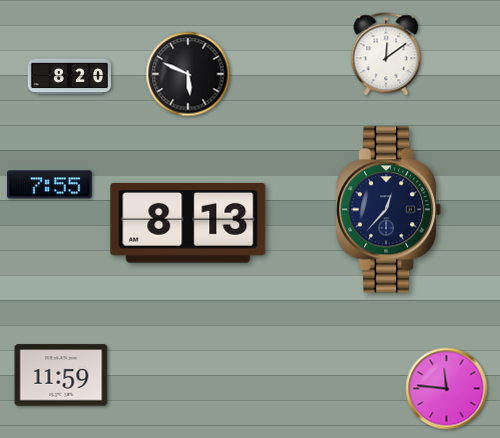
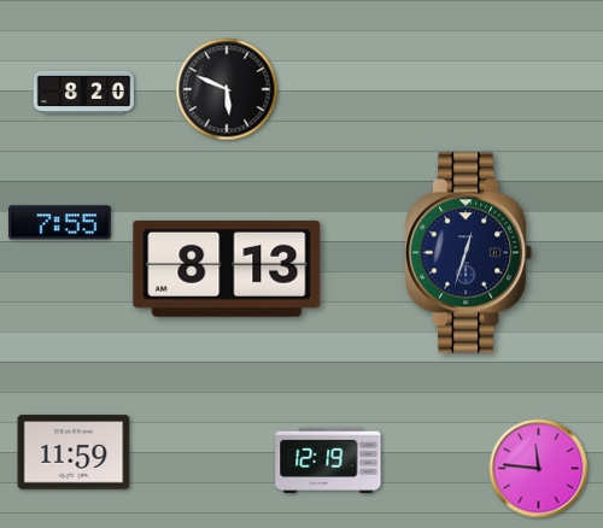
clock at (386, 54): 12:09 -> none
clock at (389, 210): 12:37 -> 12:33
clock at (328, 460): none -> 12:19
